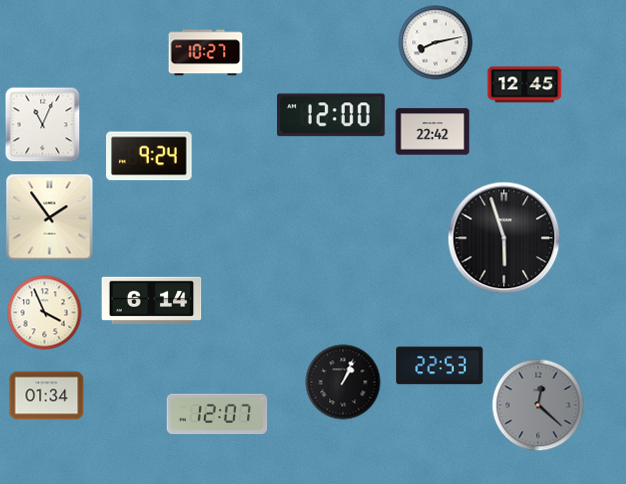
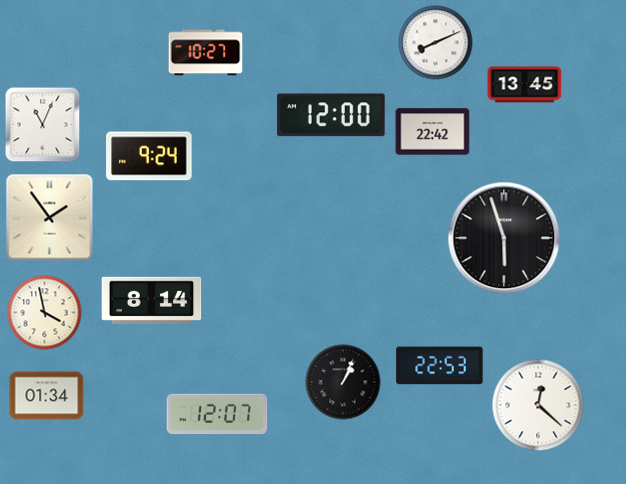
clock at (436, 43): 8:13 -> 8:11
clock at (525, 85): 12:45 -> 13:45
clock at (152, 300): 6:14 -> 8:14
clock at (45, 313): 3:56 -> 3:58
clock at (538, 405) dial: grey -> white
